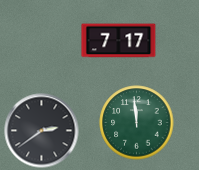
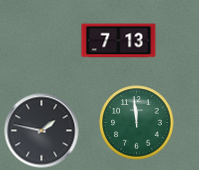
clock at (119, 41): 7:17 -> 7:13
clock at (42, 131): 2:39 -> 1:47
